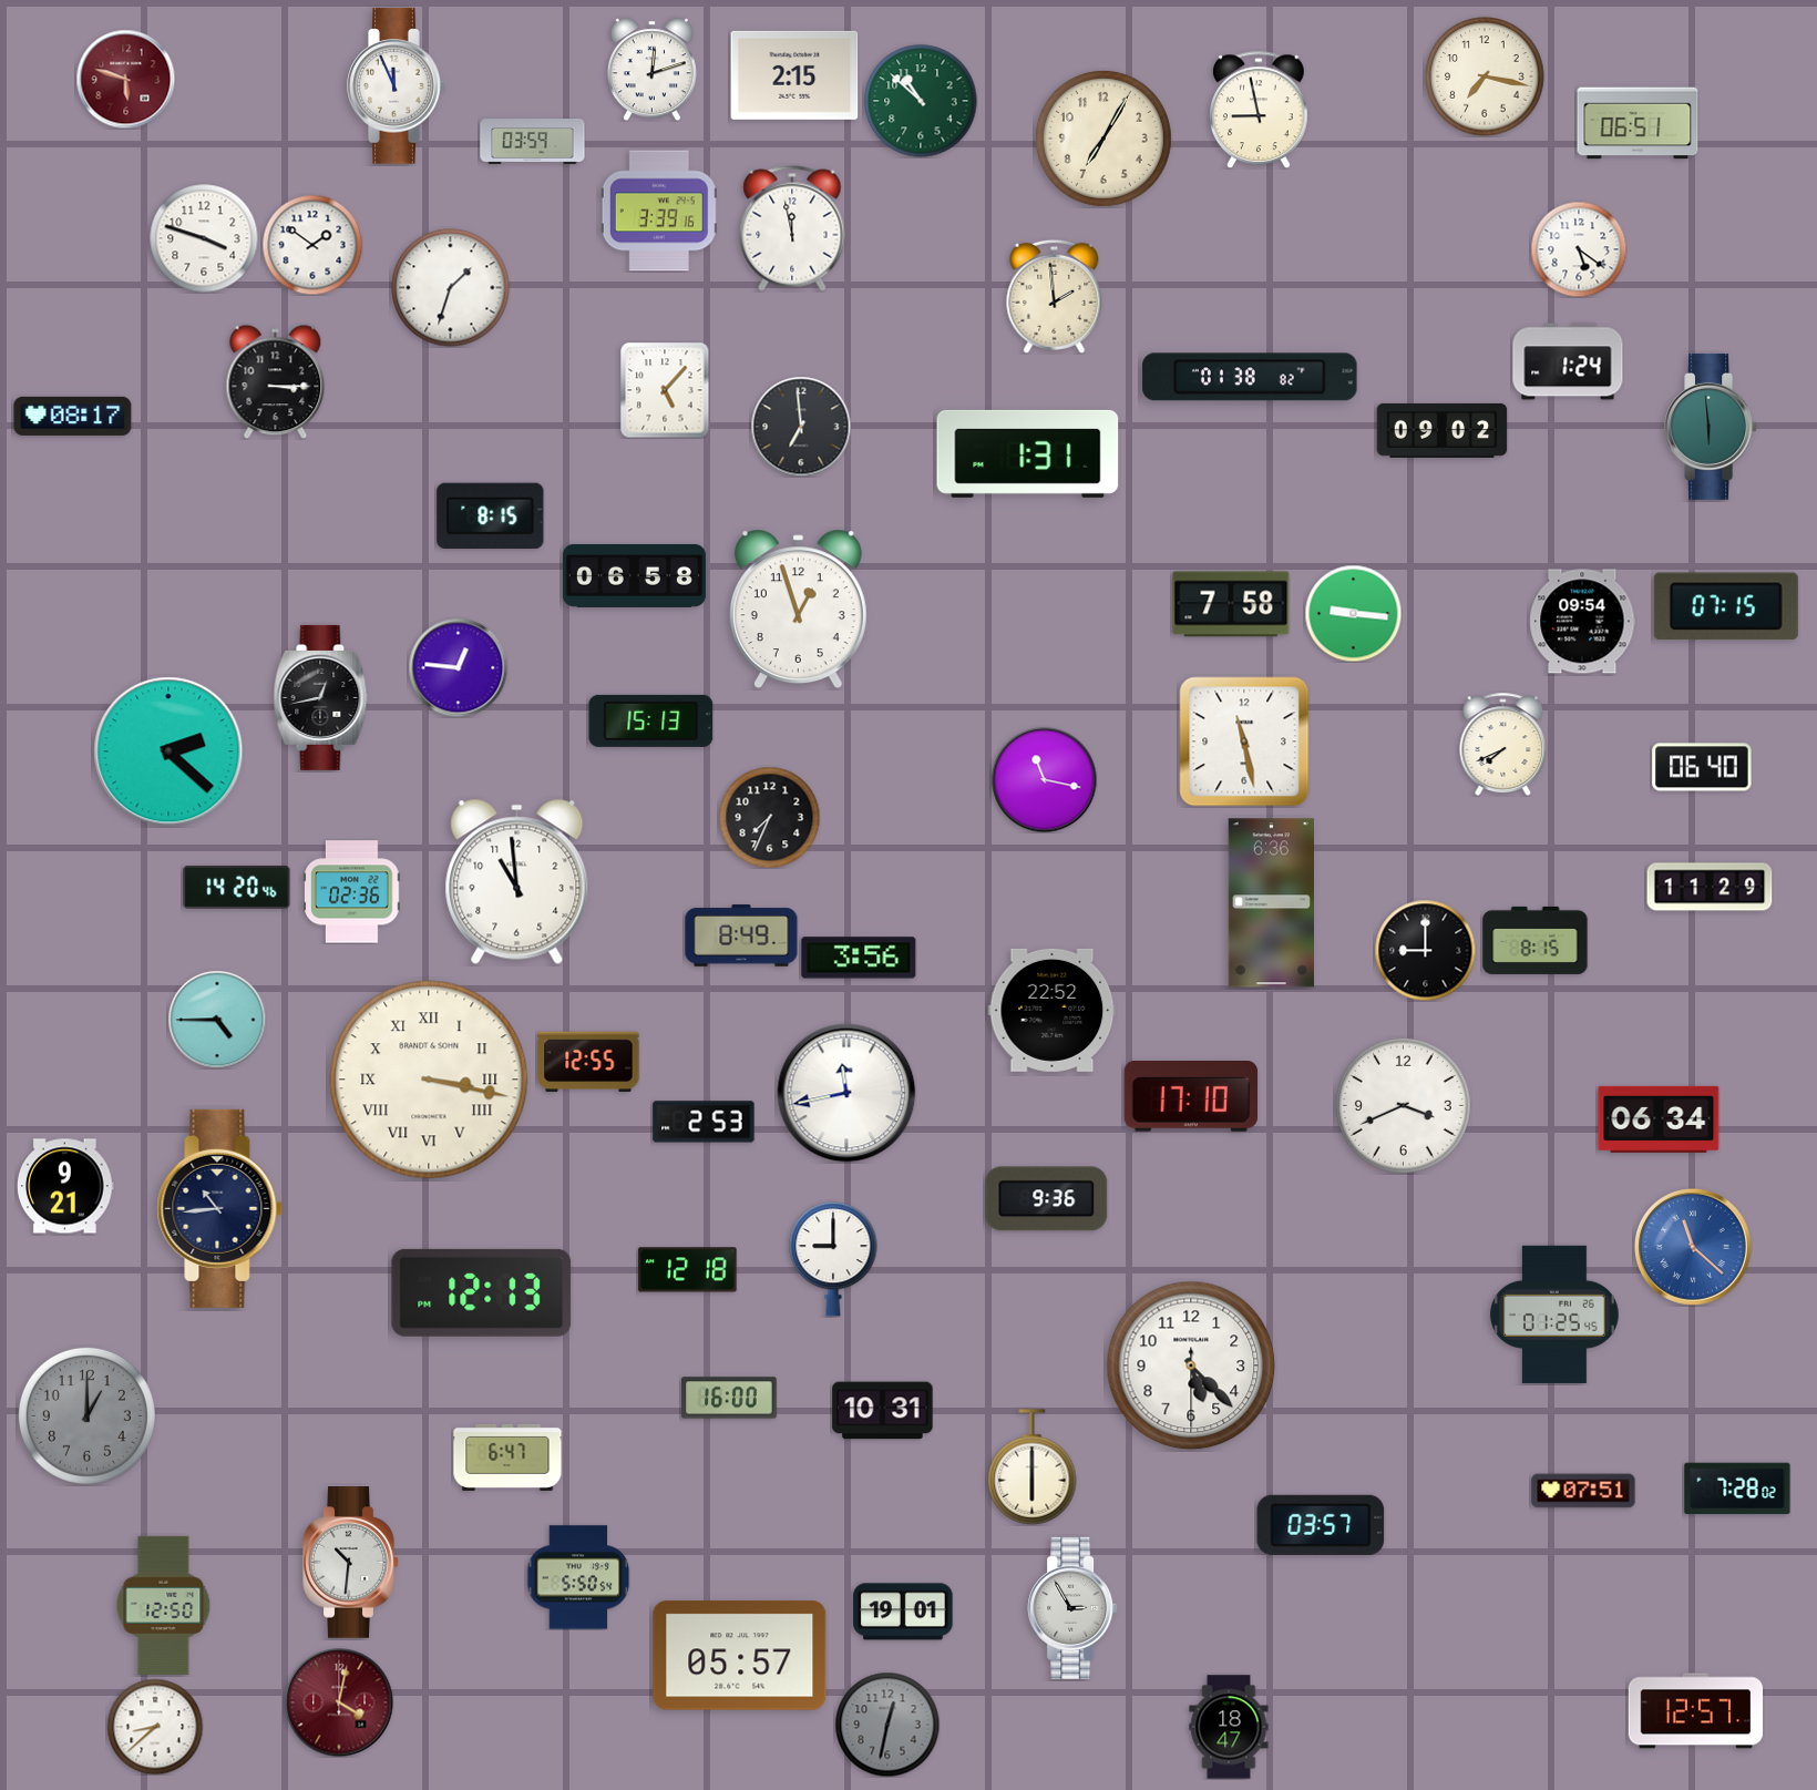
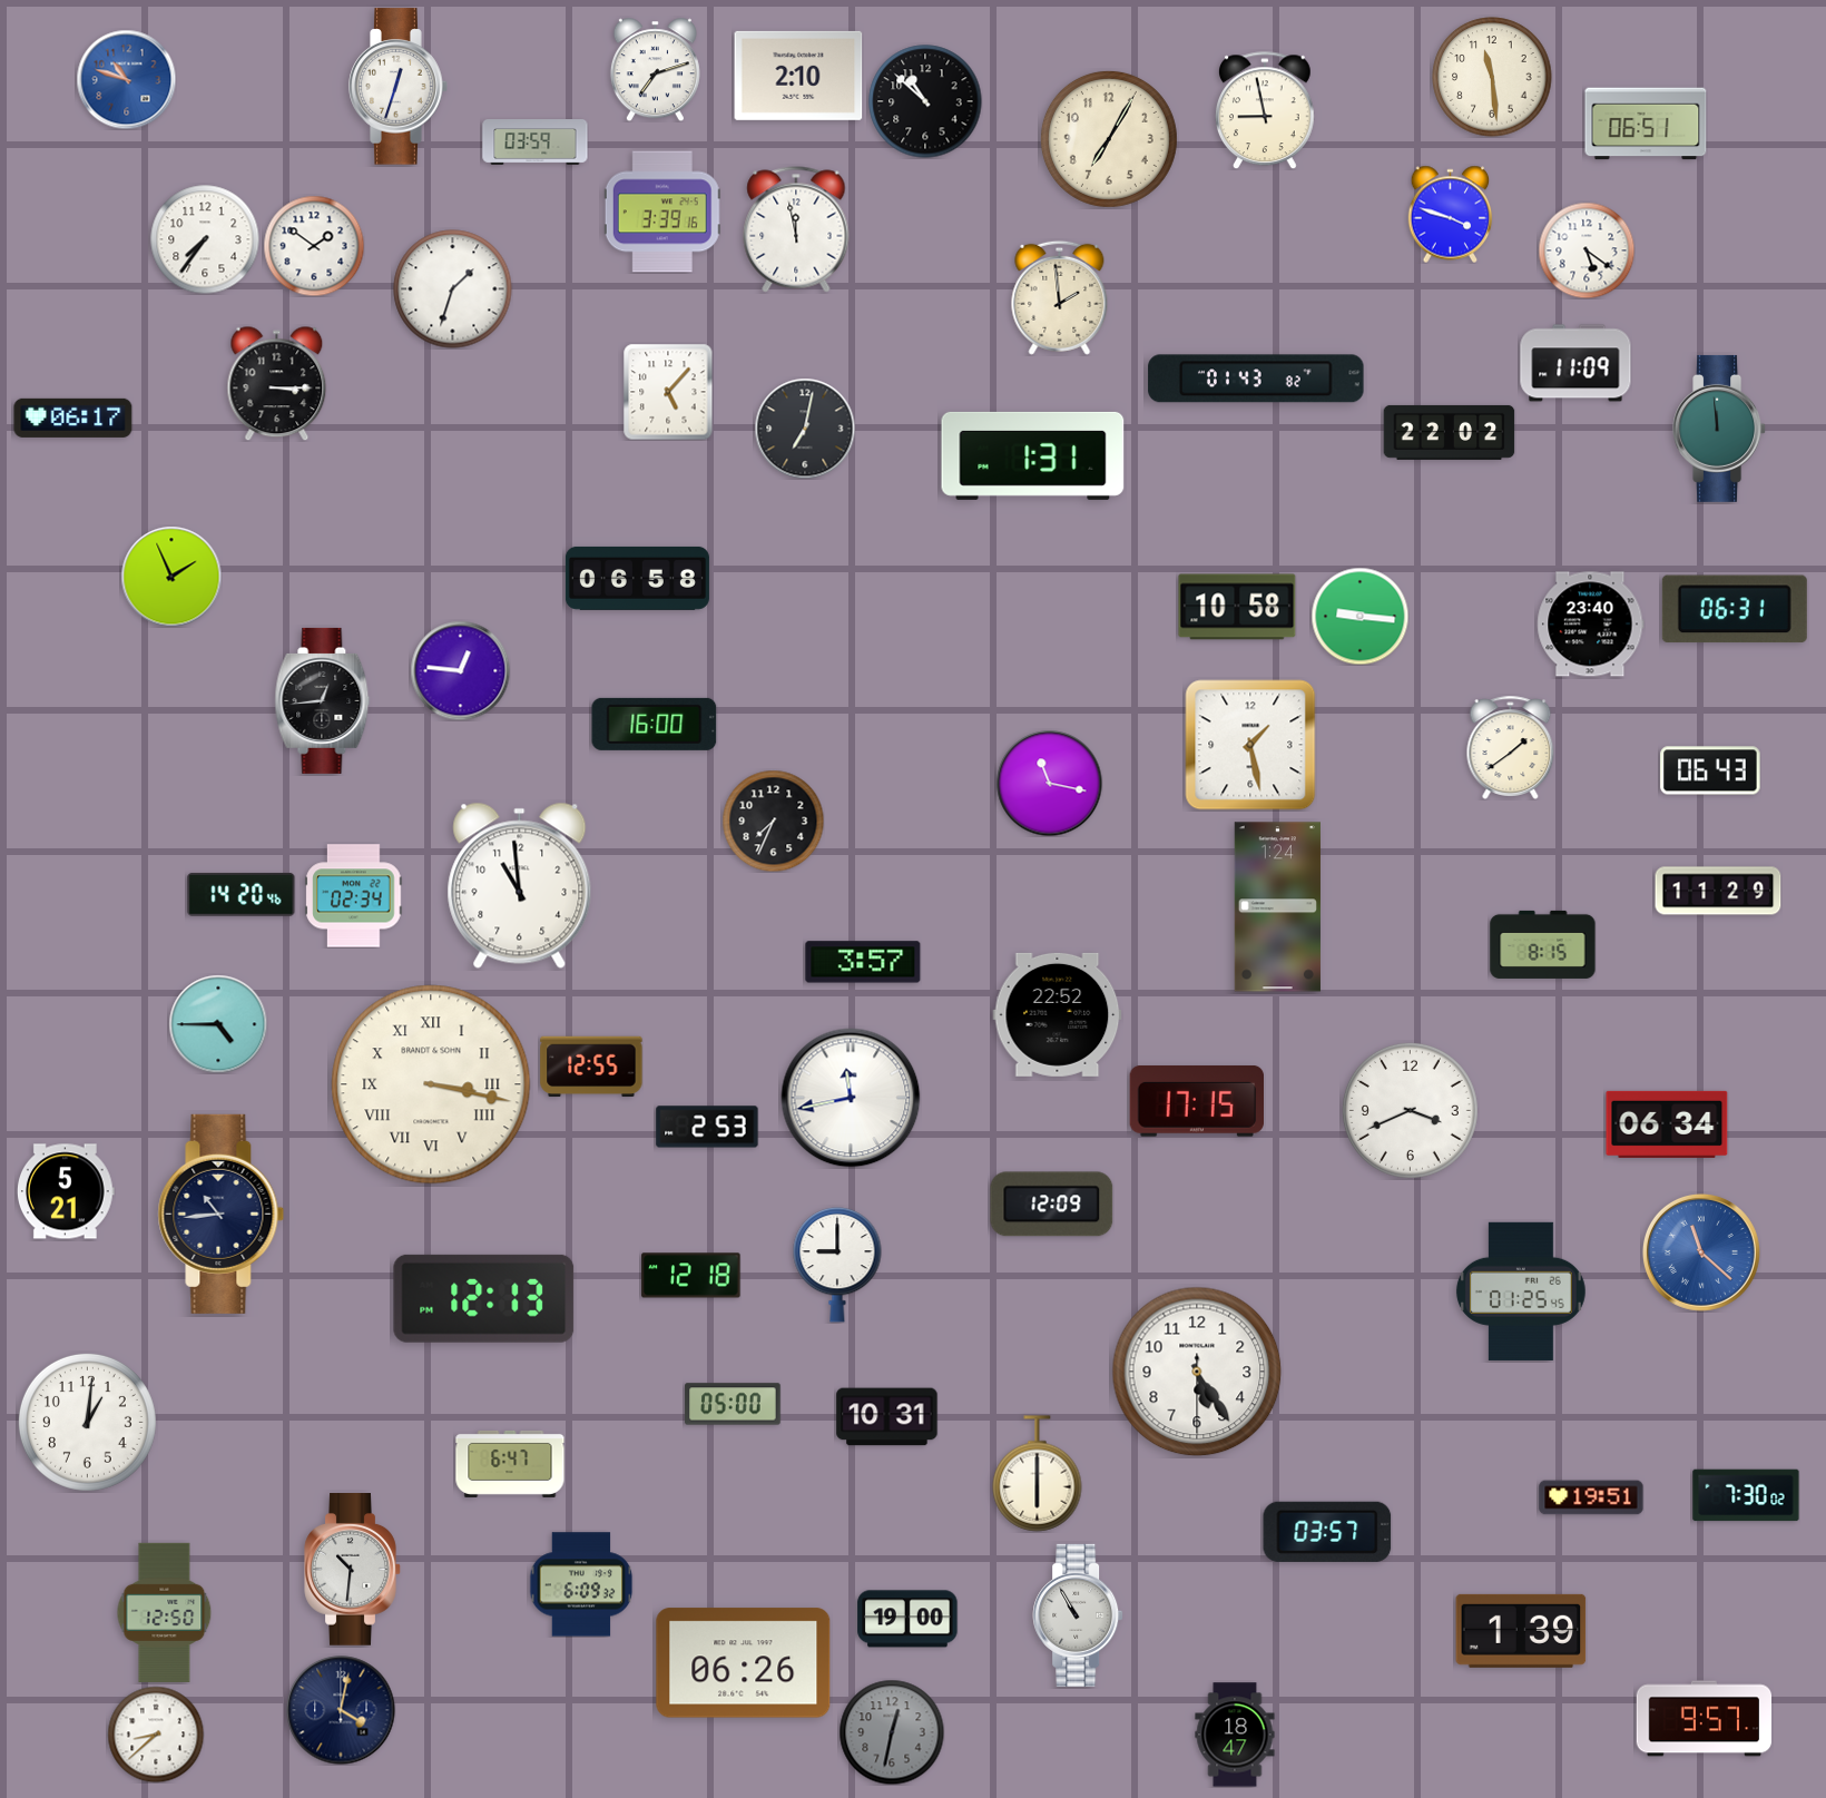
clock at (651, 69): 12:12 -> 7:12
clock at (794, 75): 2:15 -> 2:10
clock at (1485, 76): 7:17 -> 11:29
clock at (125, 79): 5:48 -> 10:48
clock at (125, 79) dial: burgundy -> blue
clock at (397, 86): 11:56 -> 12:33
clock at (921, 101) dial: green -> black
clock at (1451, 214): none -> 3:48
clock at (204, 238): 3:48 -> 7:36
clock at (1568, 361): 1:24 -> 11:09
clock at (1250, 377): 01:38 -> 01:43
clock at (73, 416): 08:17 -> 06:17
clock at (801, 427): 6:59 -> 7:02
clock at (1712, 427): 5:59 -> 11:59
clock at (1443, 430): 09:02 -> 22:02
clock at (491, 515): 8:15 -> none
clock at (171, 577): none -> 1:56
clock at (1231, 604): 7:58 -> 10:58
clock at (1726, 606): 07:15 -> 06:31
clock at (798, 608): 12:57 -> none
clock at (1583, 622): 09:54 -> 23:40
clock at (321, 697): 12:43 -> 12:44
clock at (651, 720): 15:13 -> 16:00
clock at (1244, 741): 11:28 -> 1:28
clock at (1503, 744): 7:41 -> 1:39
clock at (168, 751): 2:22 -> none
clock at (1702, 767): 06:40 -> 06:43
clock at (237, 887) position: (237, 887) -> (242, 894)
clock at (352, 892): 02:36 -> 02:34
clock at (1271, 903): 6:36 -> 1:24
clock at (741, 935): 8:49 -> none
clock at (1425, 950): 9:00 -> none
clock at (859, 958): 3:56 -> 3:57
clock at (1190, 1097): 17:10 -> 17:15
clock at (65, 1186): 9:21 -> 5:21
clock at (1047, 1199): 9:36 -> 12:09
clock at (1554, 1315) position: (1554, 1315) -> (1521, 1291)
clock at (1191, 1365): 5:22 -> 5:24
clock at (729, 1398): 16:00 -> 05:00
clock at (86, 1415): 1:00 -> 1:01
clock at (86, 1415) dial: grey -> white
clock at (1737, 1489): 7:28 -> 7:30
clock at (1583, 1491): 07:51 -> 19:51
clock at (578, 1577): 5:50 -> 6:09
clock at (1072, 1608): 2:55 -> 10:55
clock at (903, 1612): 19:01 -> 19:00
clock at (1521, 1631): none -> 1:39
clock at (740, 1656): 05:57 -> 06:26
clock at (339, 1702) dial: burgundy -> navy
clock at (1696, 1711): 12:57 -> 9:57
